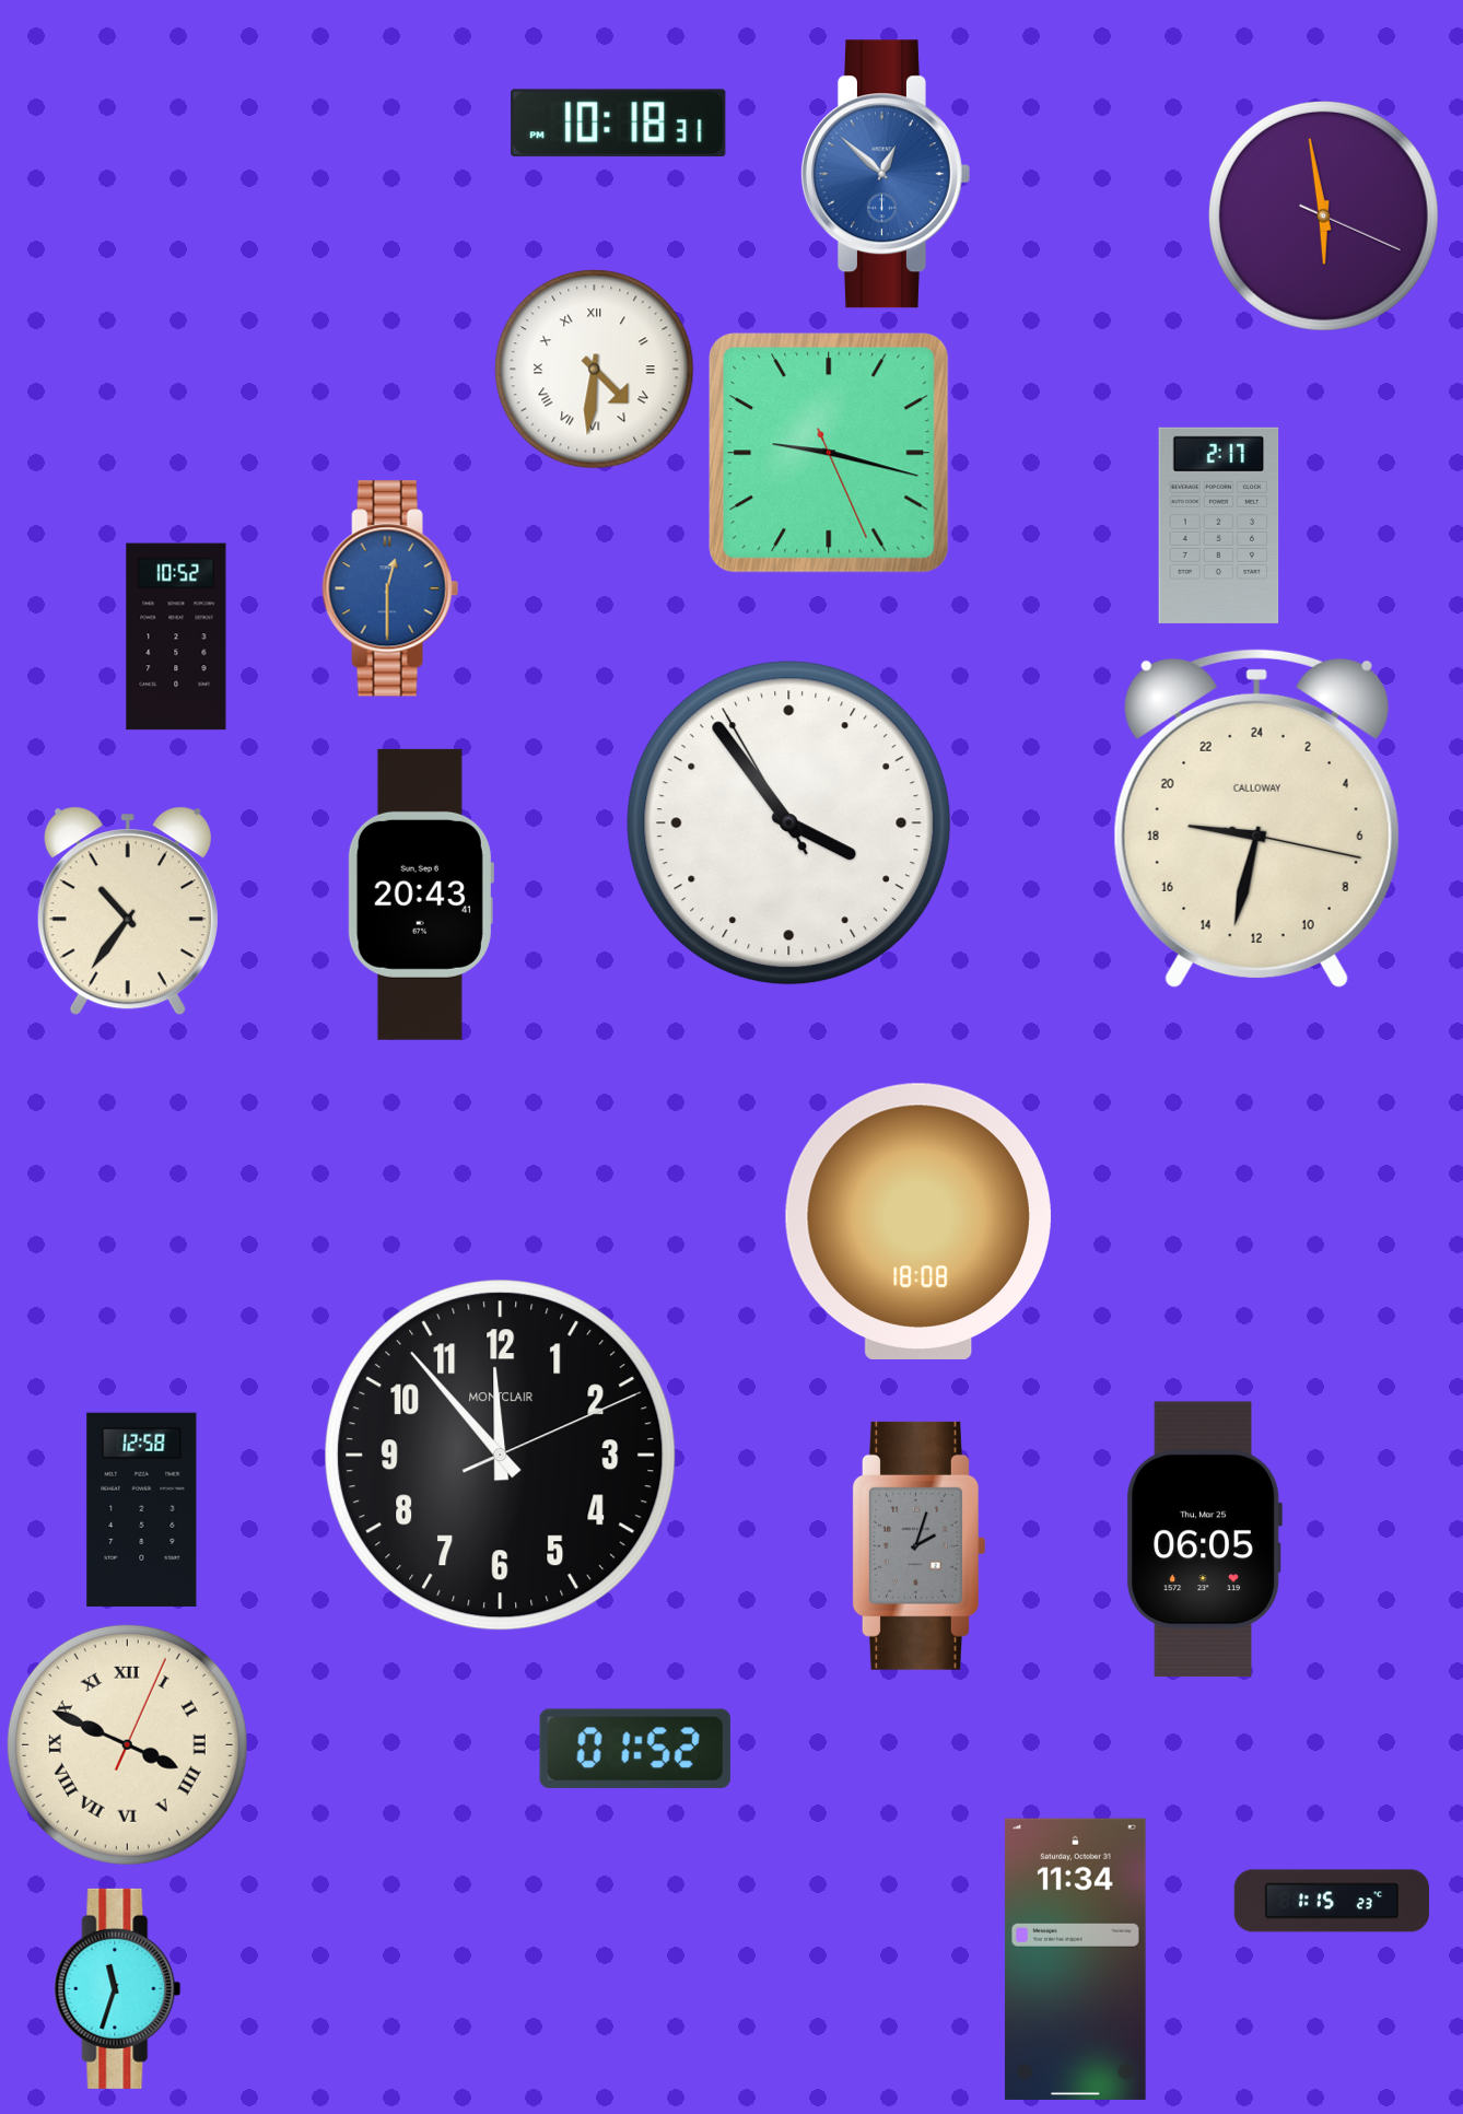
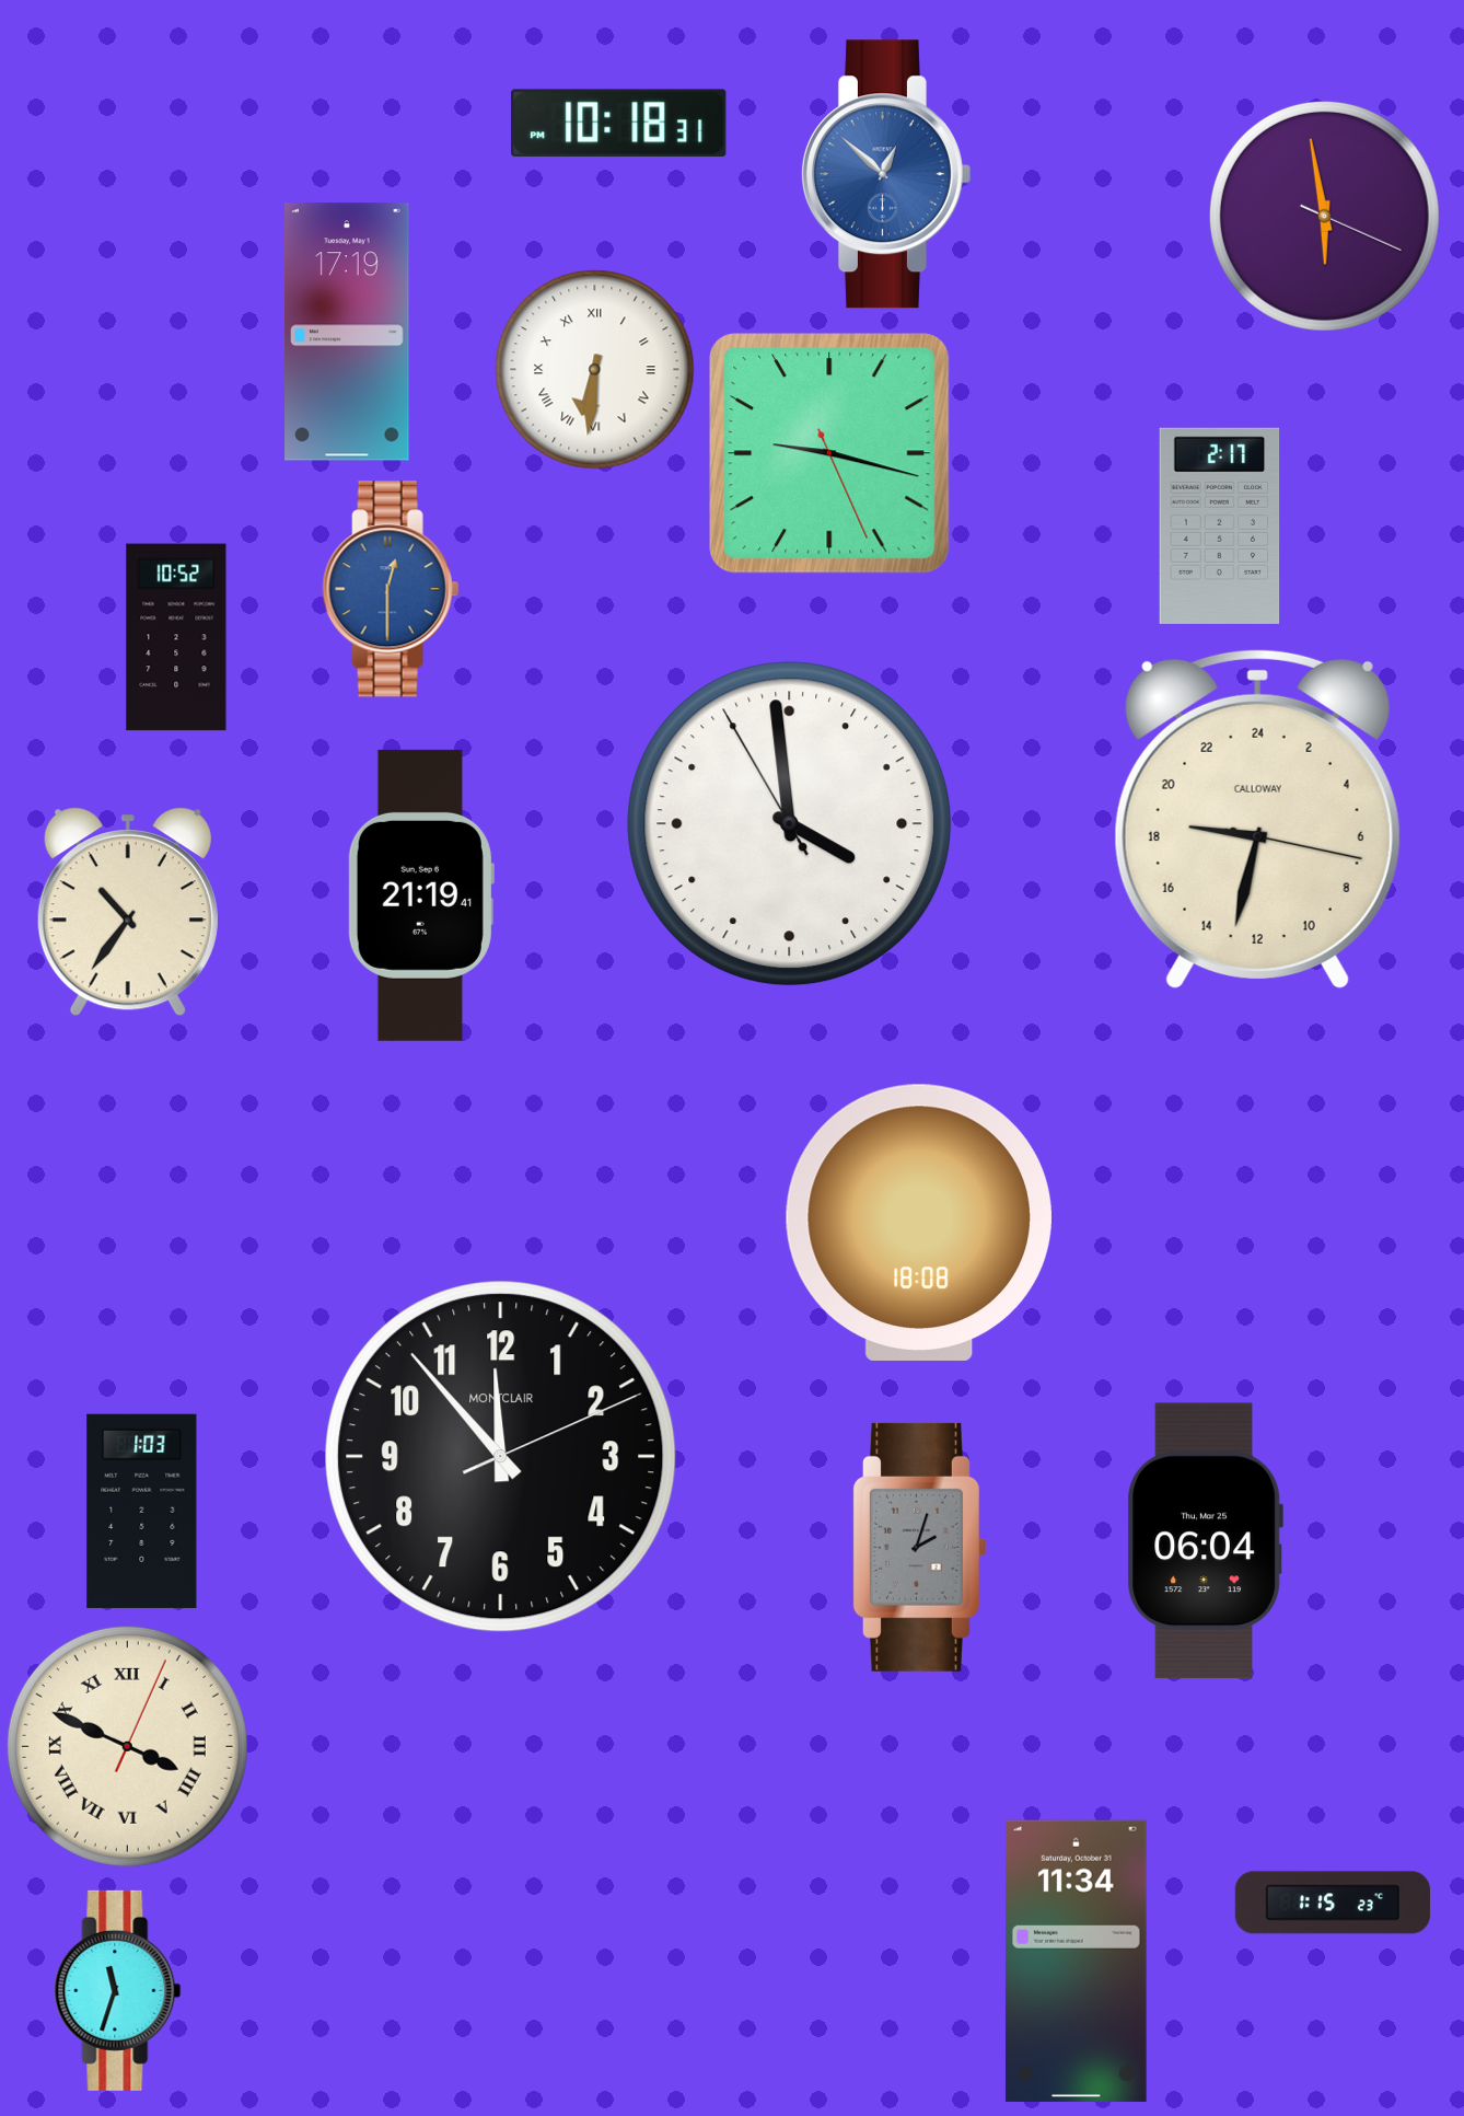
clock at (347, 332): none -> 17:19
clock at (595, 370): 4:31 -> 6:31
clock at (789, 824): 3:53 -> 3:58
clock at (421, 895): 20:43 -> 21:19
clock at (142, 1509): 12:58 -> 1:03
clock at (1204, 1540): 06:05 -> 06:04
clock at (635, 1749): 01:52 -> none
